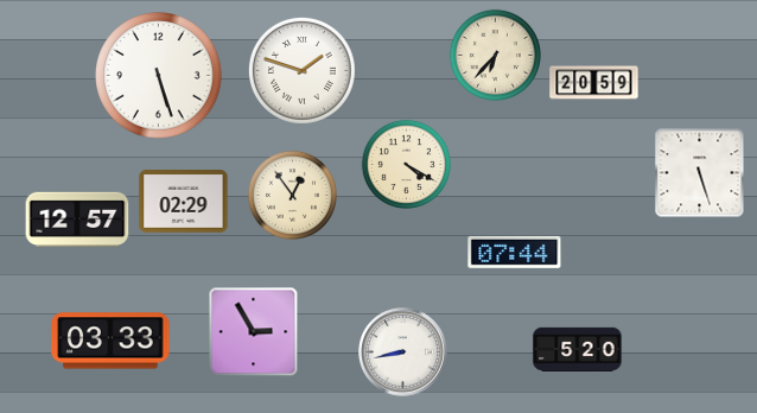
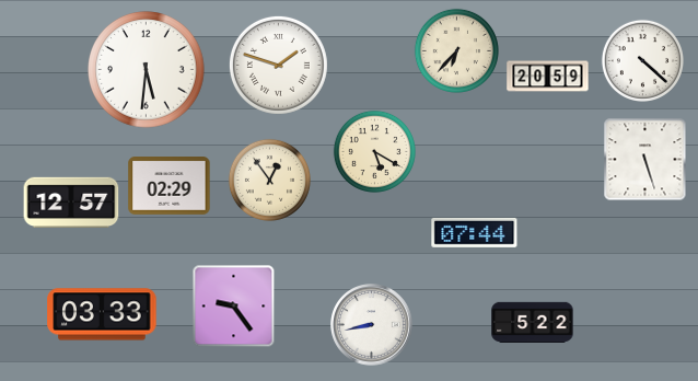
clock at (642, 60): none -> 4:22
clock at (159, 76): 5:27 -> 5:31
clock at (406, 164): 4:20 -> 5:20
clock at (254, 332): 2:55 -> 9:24
clock at (578, 349): 5:20 -> 5:22
